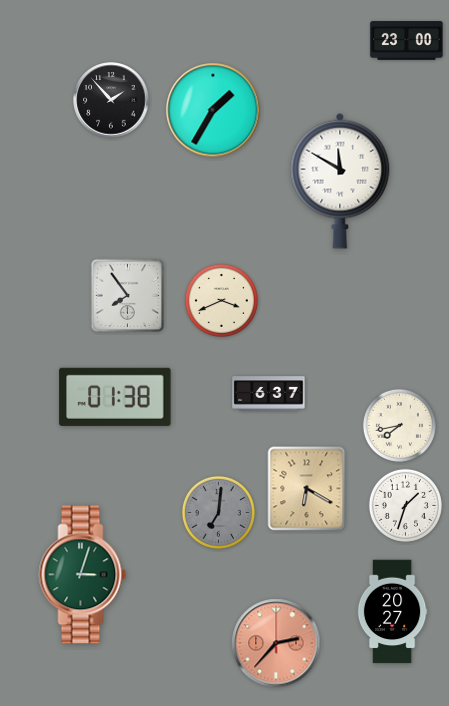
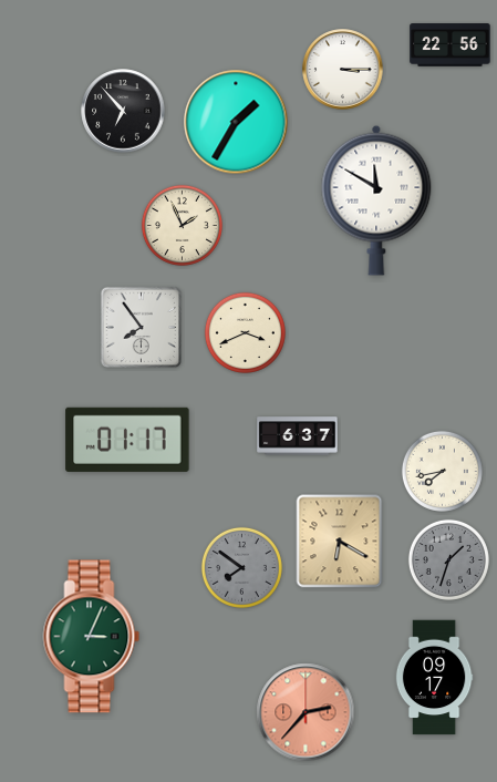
clock at (407, 41): 23:00 -> 22:56
clock at (343, 70): none -> 3:15
clock at (111, 100): 1:53 -> 6:53
clock at (182, 225): none -> 1:56
clock at (115, 397): 01:38 -> 01:17
clock at (405, 505) dial: white -> grey
clock at (218, 512): 7:01 -> 7:51
clock at (83, 575): 3:03 -> 3:04
clock at (392, 612): 20:27 -> 09:17
